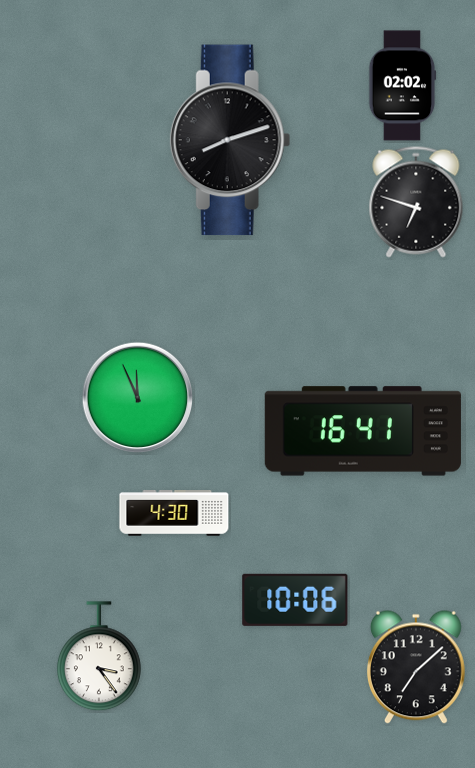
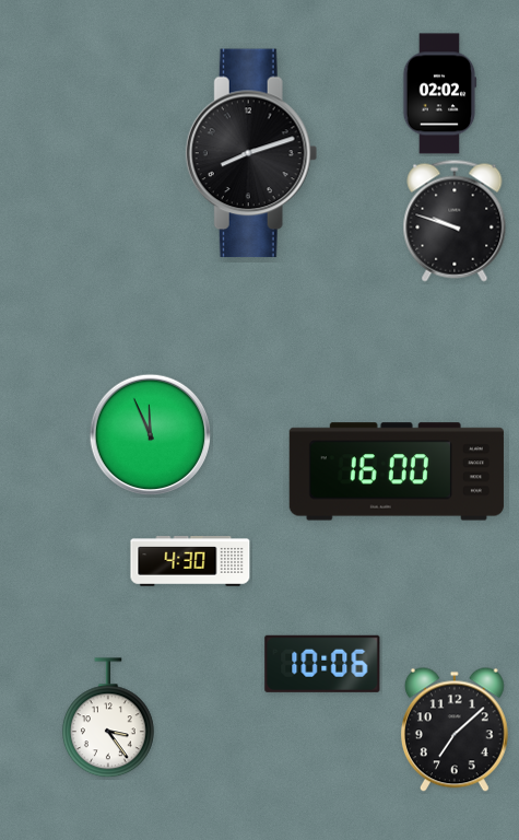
clock at (416, 202): 6:48 -> 9:48
clock at (363, 431): 16:41 -> 16:00
clock at (295, 600) position: (295, 600) -> (322, 664)
